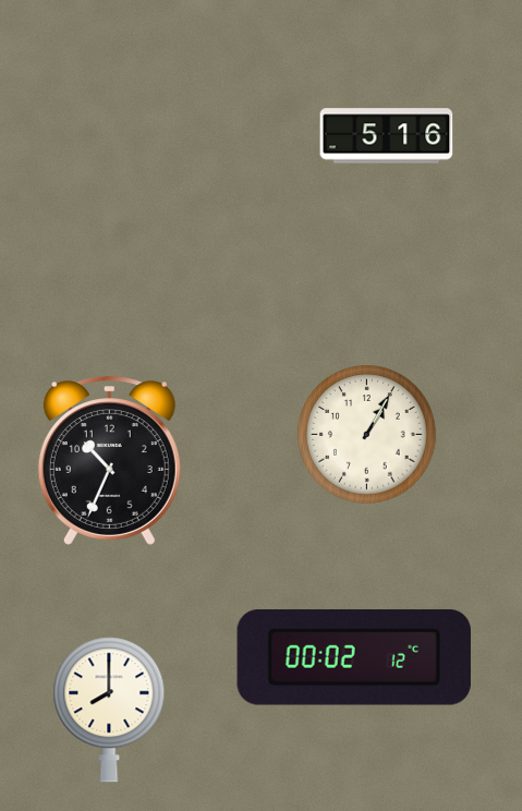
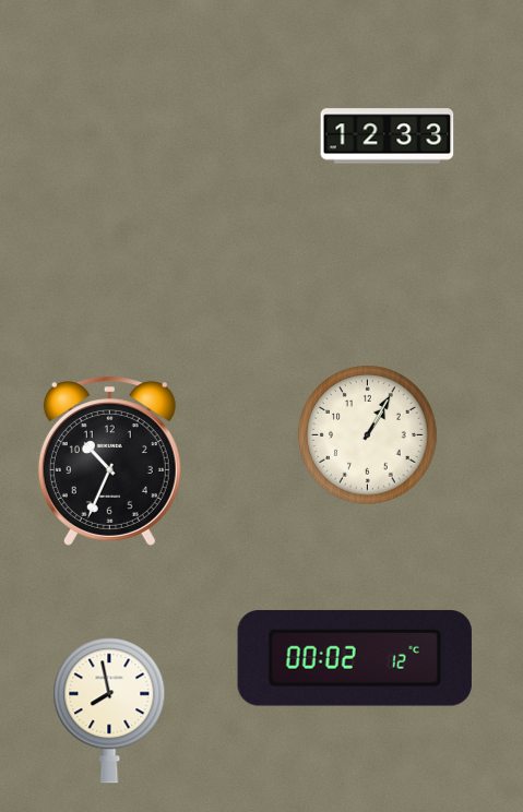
clock at (387, 136): 5:16 -> 12:33
clock at (109, 710): 8:00 -> 7:58
